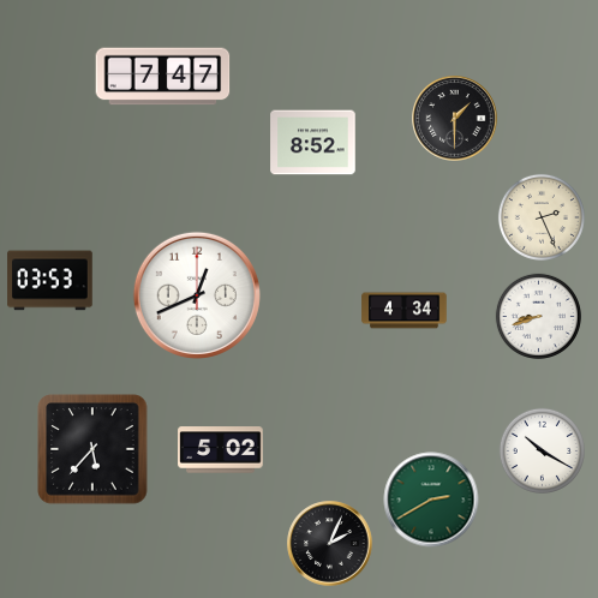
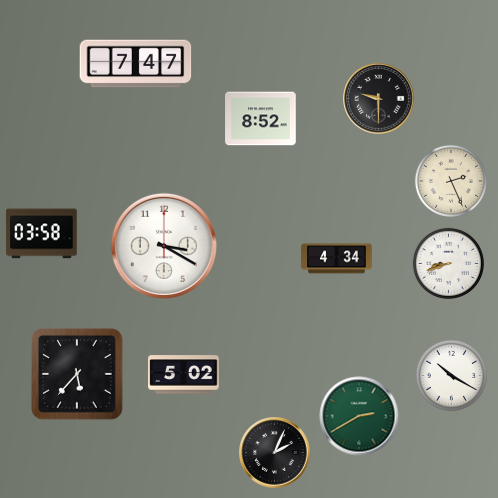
clock at (455, 119): 1:30 -> 9:30
clock at (50, 281): 03:53 -> 03:58
clock at (197, 295): 12:41 -> 3:20
